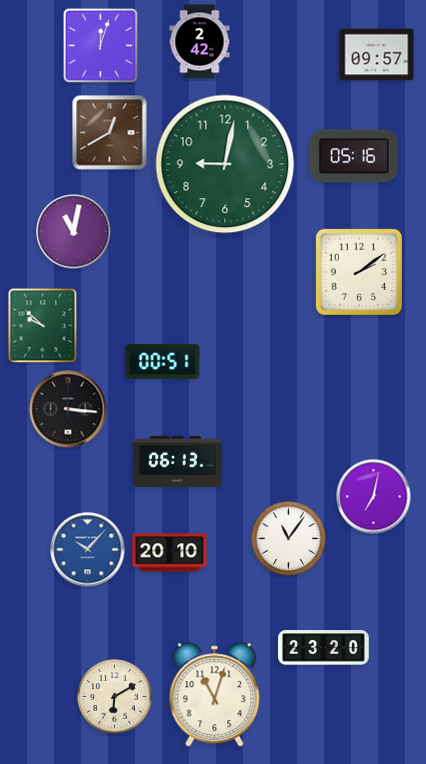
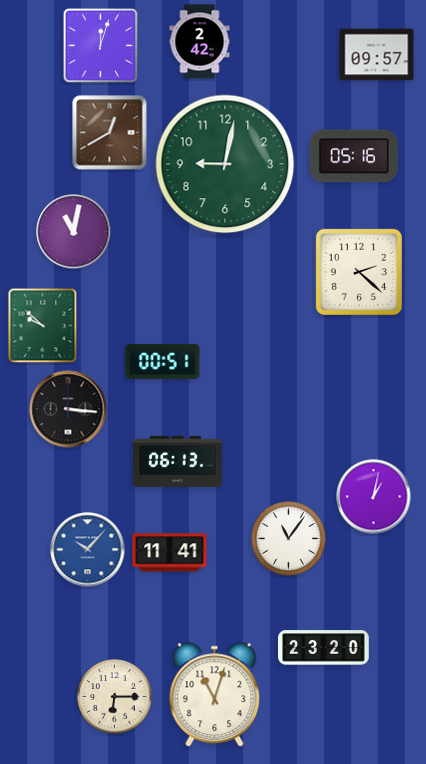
clock at (359, 272): 2:09 -> 2:22
clock at (374, 497): 7:02 -> 1:02
clock at (170, 553): 20:10 -> 11:41
clock at (115, 697): 6:10 -> 6:15
